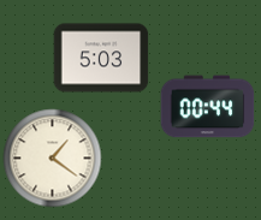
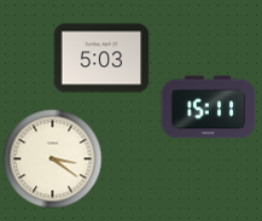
clock at (207, 107): 00:44 -> 15:11
clock at (52, 157): 1:21 -> 3:21
